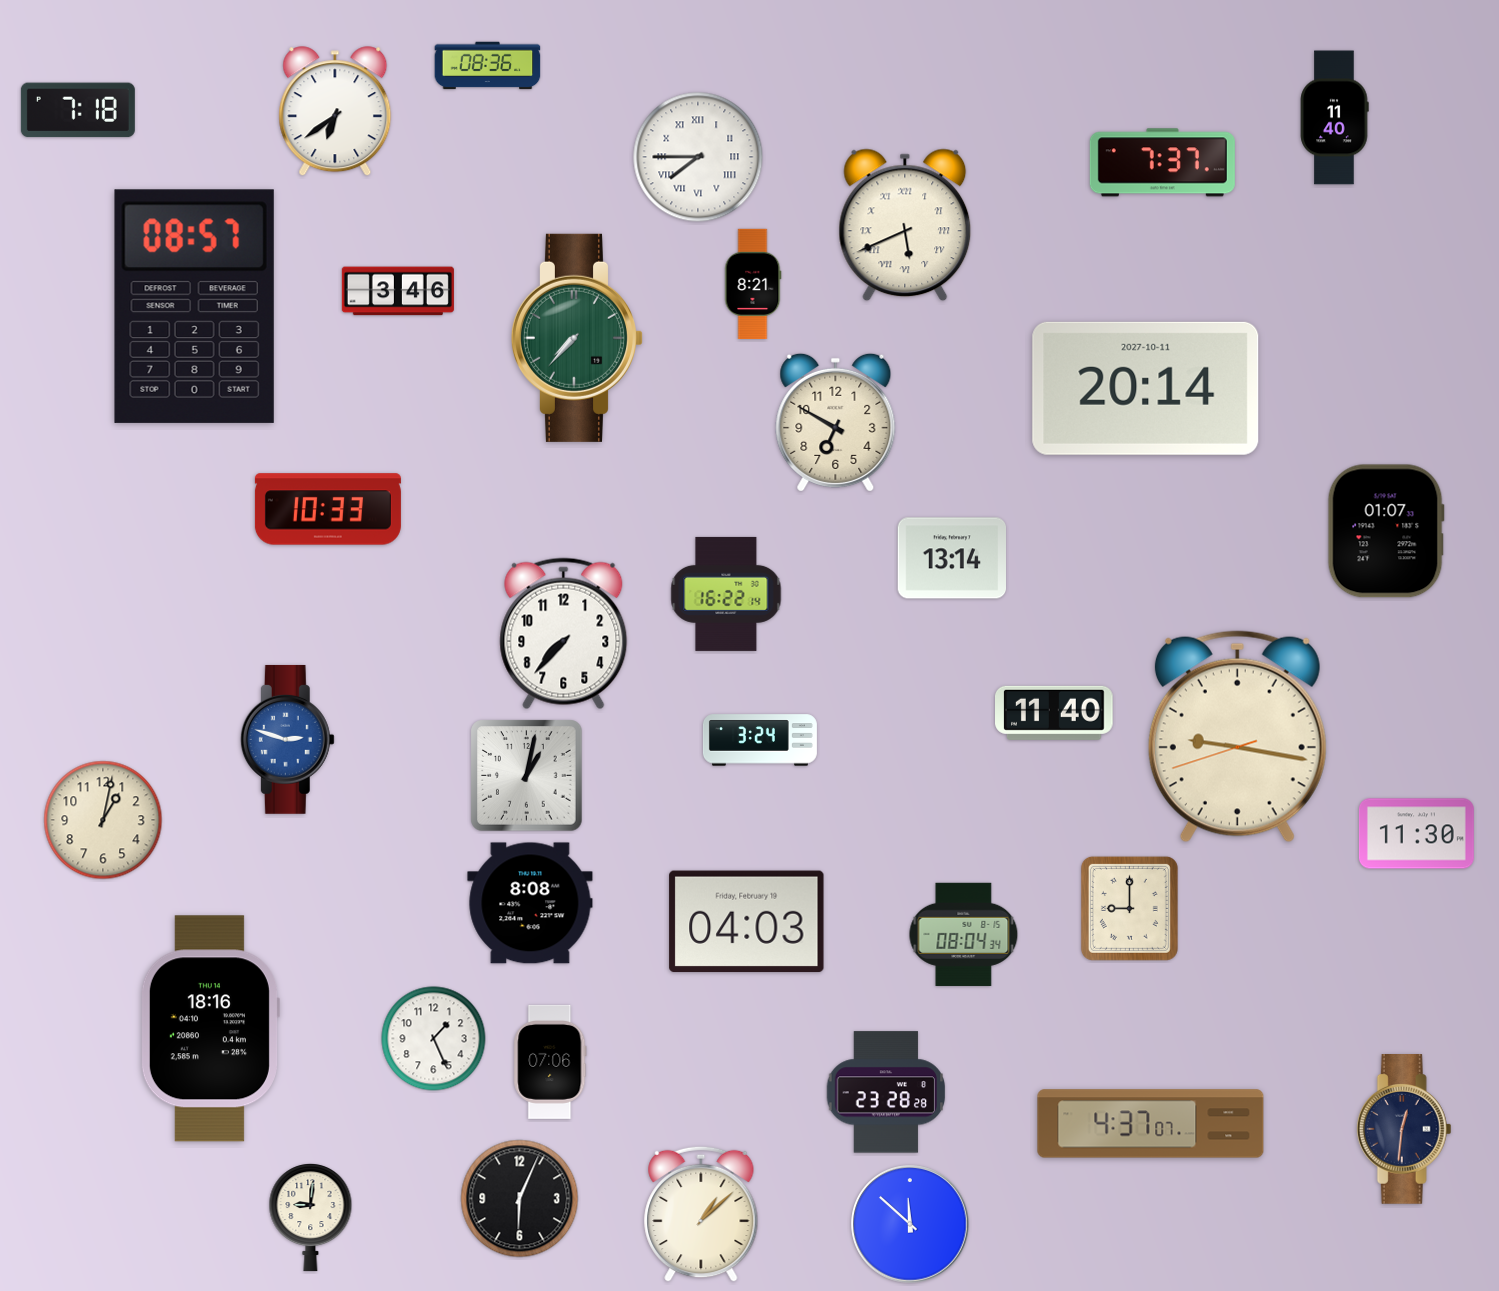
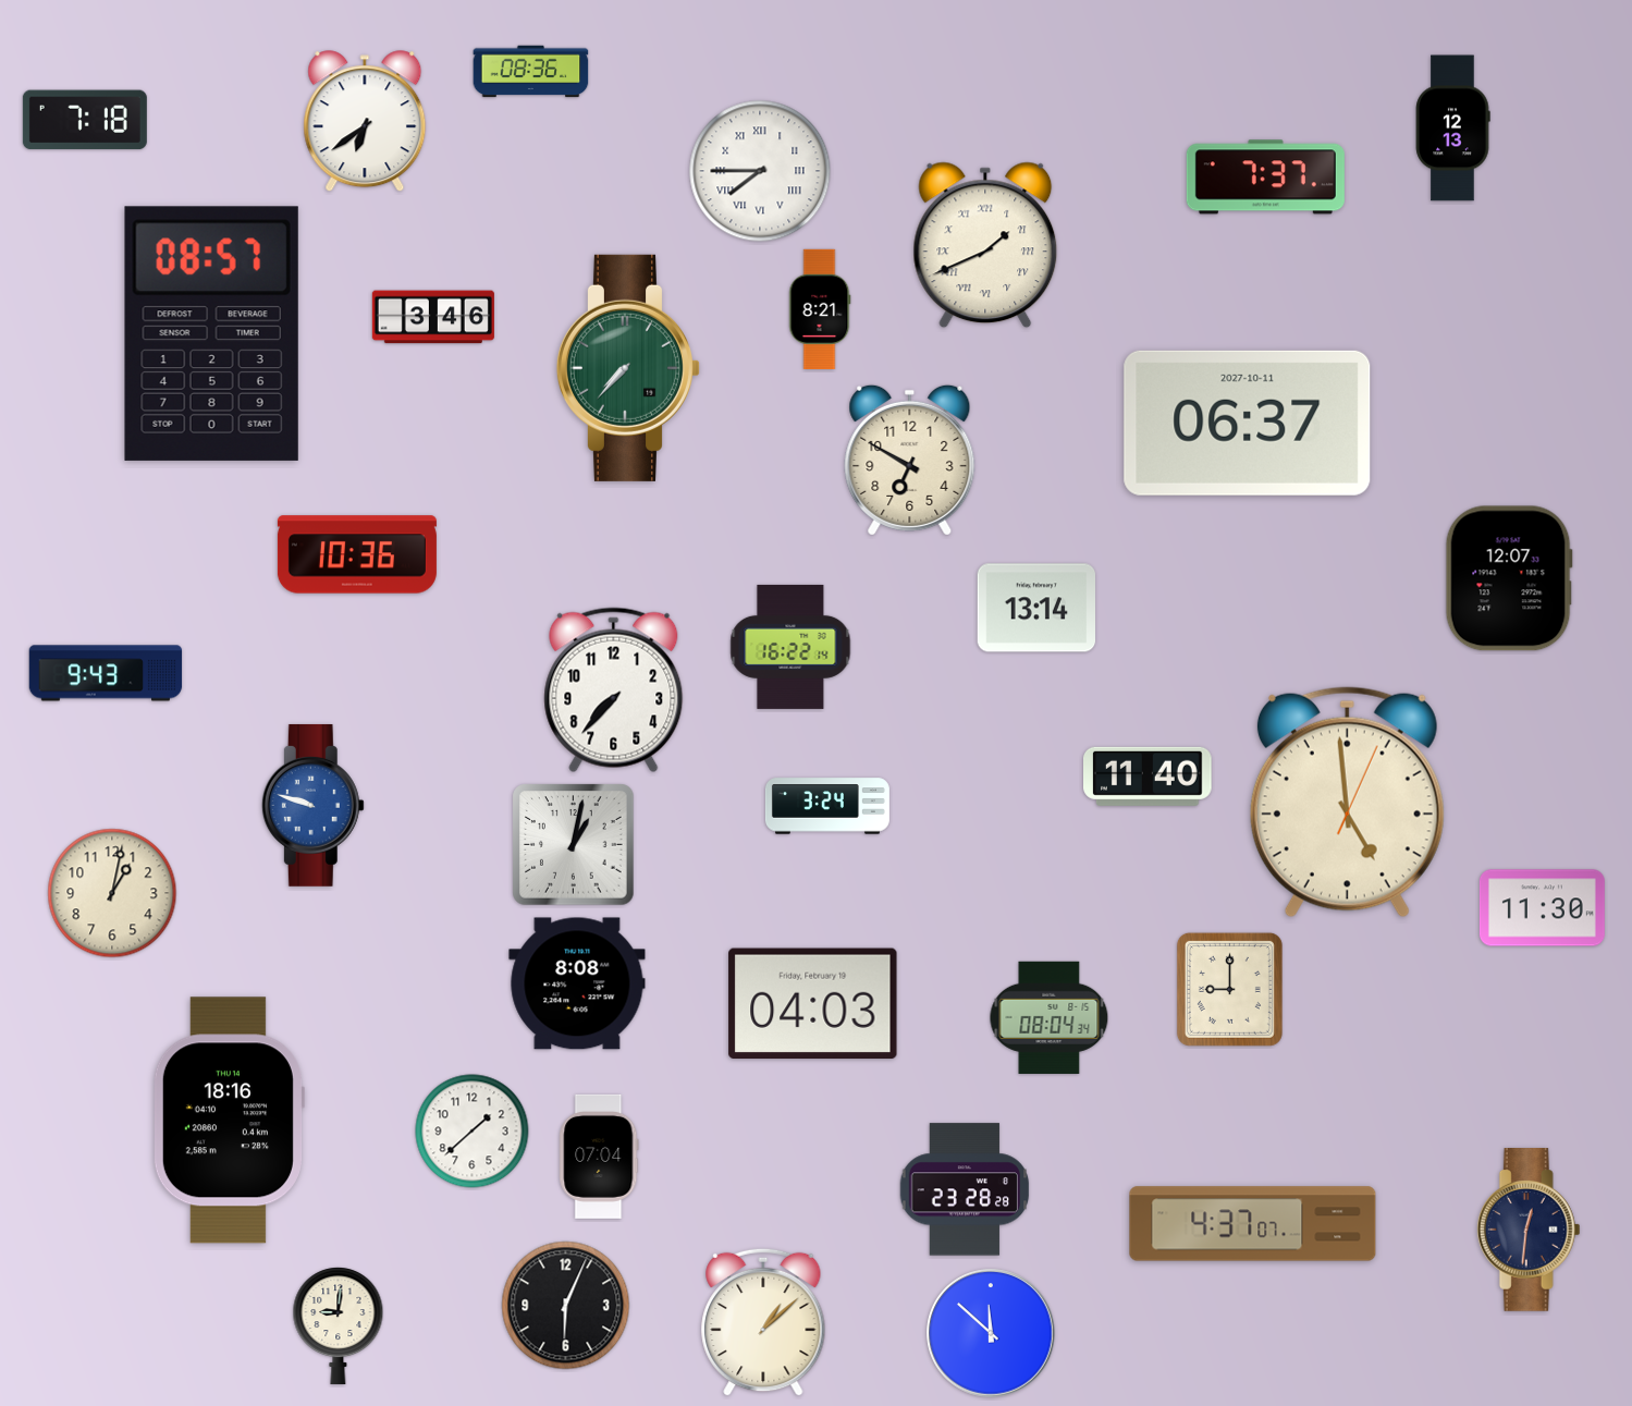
clock at (1334, 118): 11:40 -> 12:13
clock at (905, 225): 5:41 -> 1:41
clock at (1146, 388): 20:14 -> 06:37
clock at (328, 509): 10:33 -> 10:36
clock at (1386, 531): 01:07 -> 12:07
clock at (106, 673): none -> 9:43
clock at (1237, 737): 9:16 -> 4:59
clock at (287, 739): 2:48 -> 9:48
clock at (434, 1039): 1:26 -> 1:38
clock at (550, 1062): 07:06 -> 07:04
